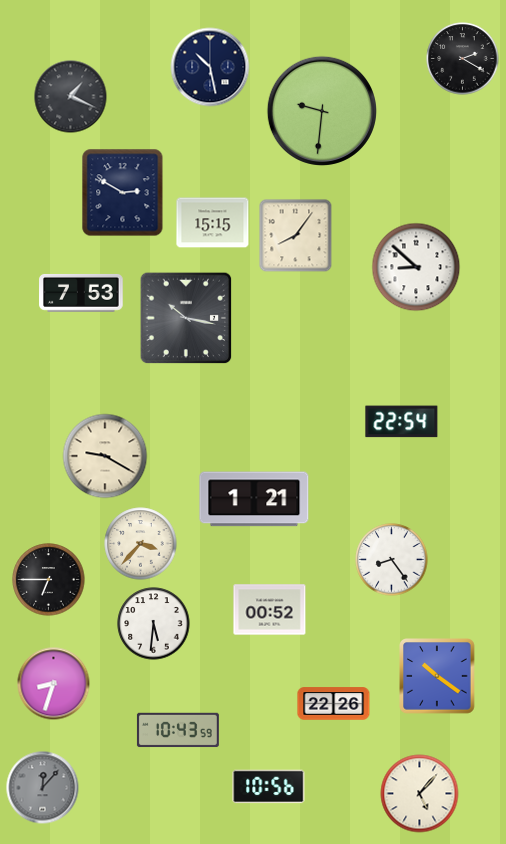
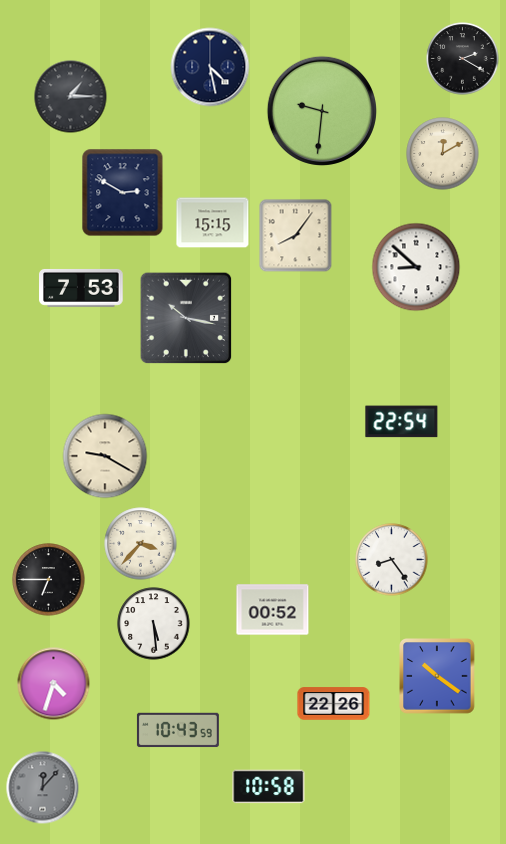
clock at (210, 67): 10:28 -> 4:28
clock at (71, 97): 1:19 -> 1:15
clock at (443, 154): none -> 12:10
clock at (81, 293) position: (81, 293) -> (81, 288)
clock at (254, 499): 1:21 -> none
clock at (270, 610) position: (270, 610) -> (273, 610)
clock at (154, 624): 5:31 -> 5:29
clock at (54, 684): 8:33 -> 4:33
clock at (269, 787): 10:56 -> 10:58
clock at (420, 794): 5:07 -> none
